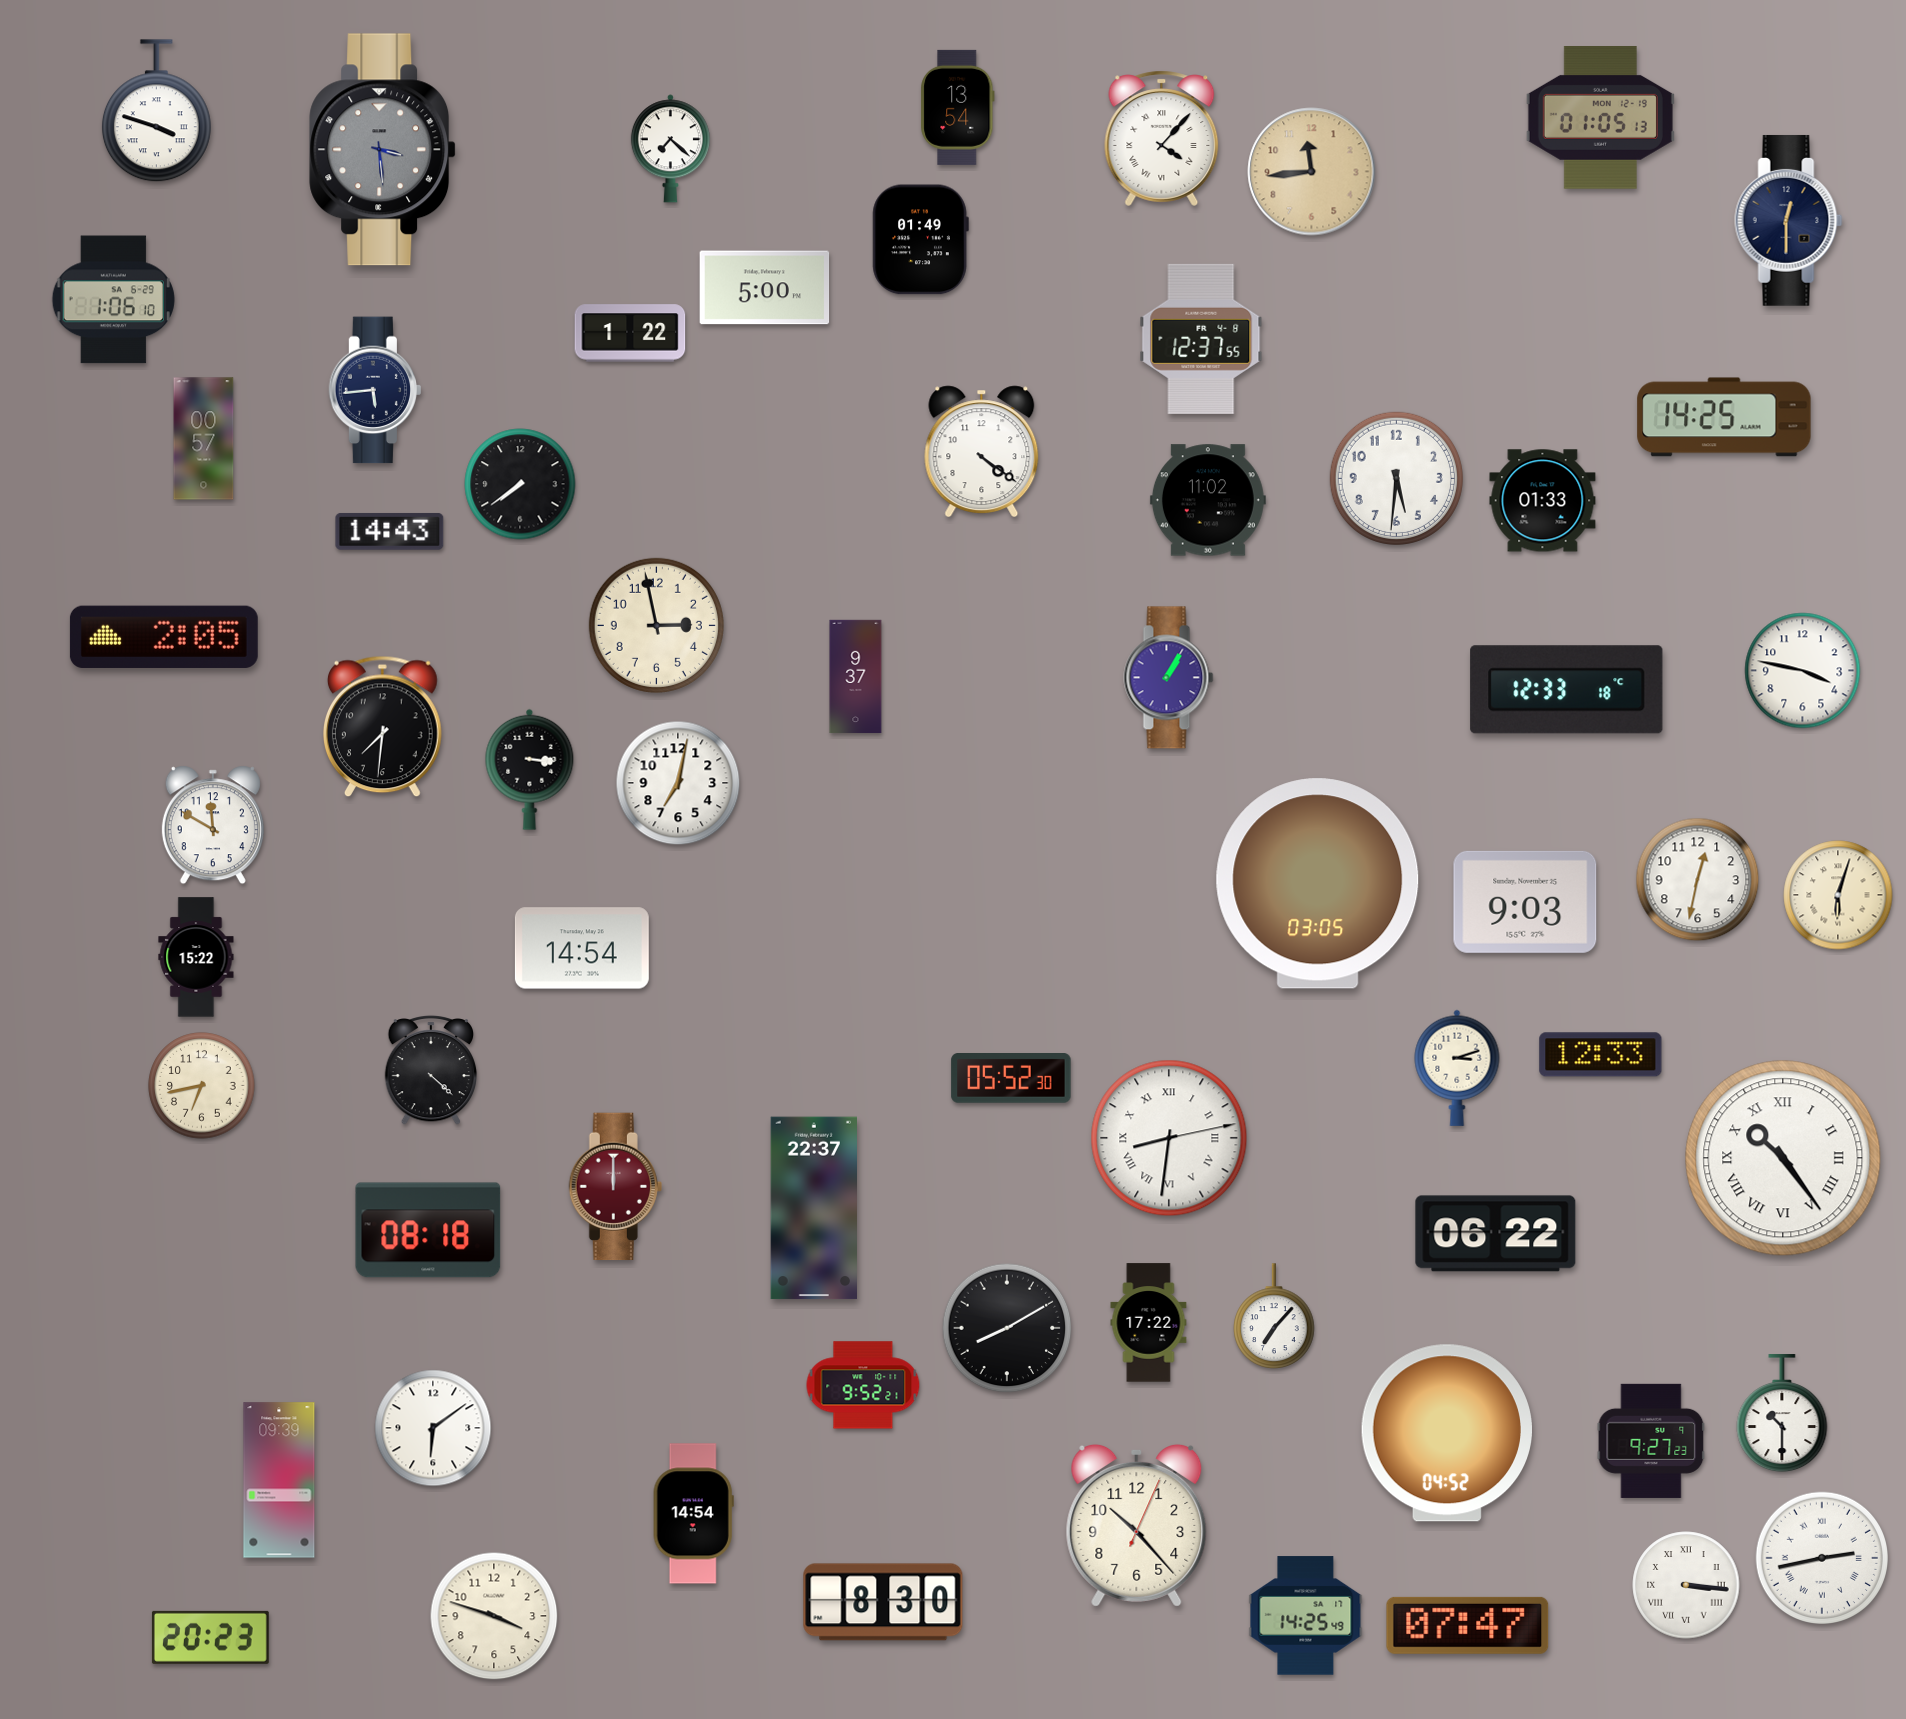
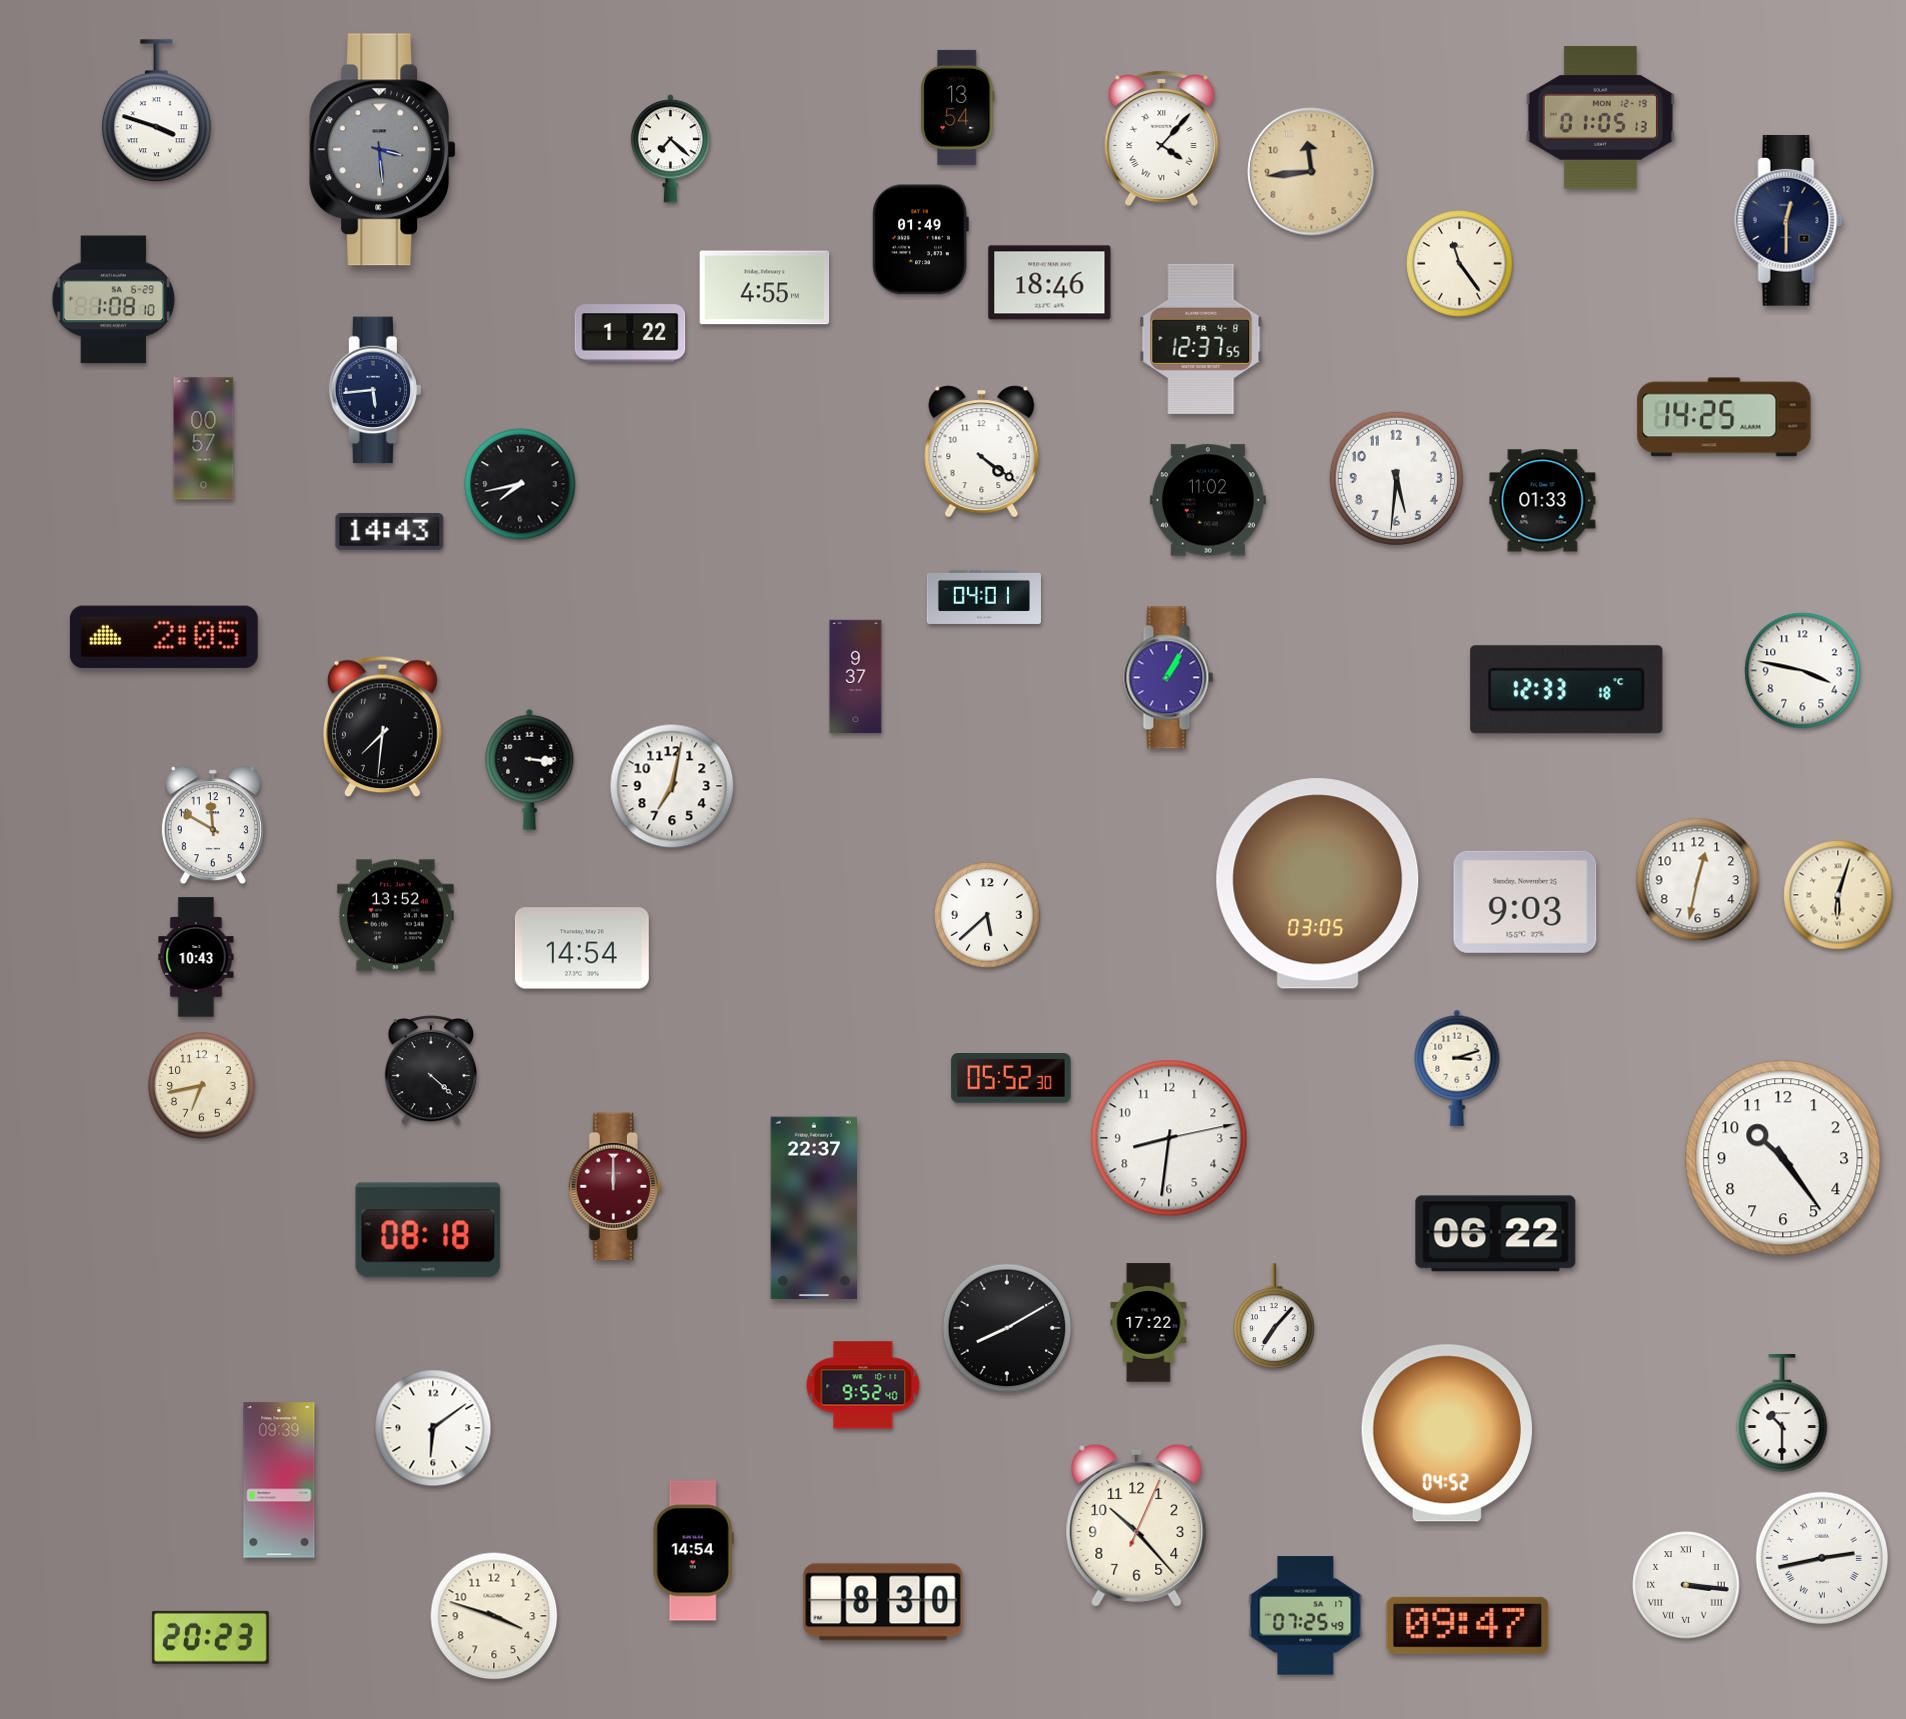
clock at (1460, 264): none -> 11:24
clock at (1050, 283): none -> 18:46
clock at (765, 288): 5:00 -> 4:55
clock at (113, 300): 1:06 -> 1:08
clock at (520, 484): 7:39 -> 7:43
clock at (984, 597): none -> 04:01
clock at (656, 625): 2:58 -> none
clock at (678, 783) position: (678, 783) -> (672, 786)
clock at (987, 915): none -> 5:38
clock at (395, 916): none -> 13:52
clock at (196, 957): 15:22 -> 10:43
clock at (1601, 1055): 12:33 -> none
clock at (1169, 1138) numerals: Roman -> Arabic
clock at (1783, 1158) numerals: Roman -> Arabic
clock at (863, 1385): 9:52:21 -> 9:52:40
clock at (1651, 1441): 9:27 -> none
clock at (693, 1514) position: (693, 1514) -> (693, 1551)
clock at (1306, 1616): 14:25 -> 07:25
clock at (1468, 1625): 07:47 -> 09:47
